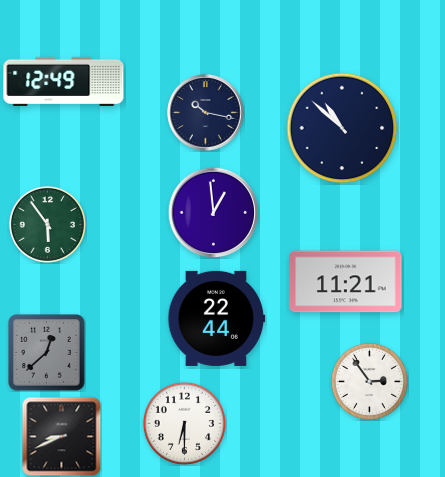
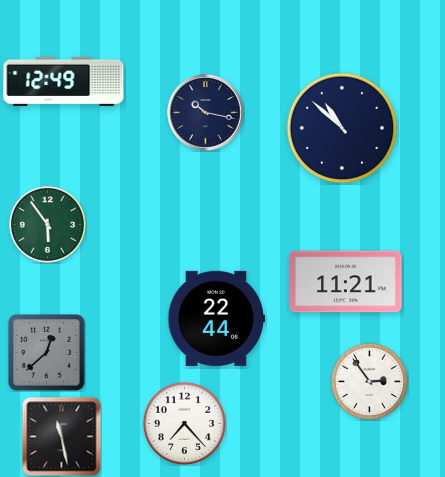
clock at (213, 212): 12:59 -> none
clock at (184, 423): 6:30 -> 7:23
clock at (61, 436): 8:41 -> 11:28
